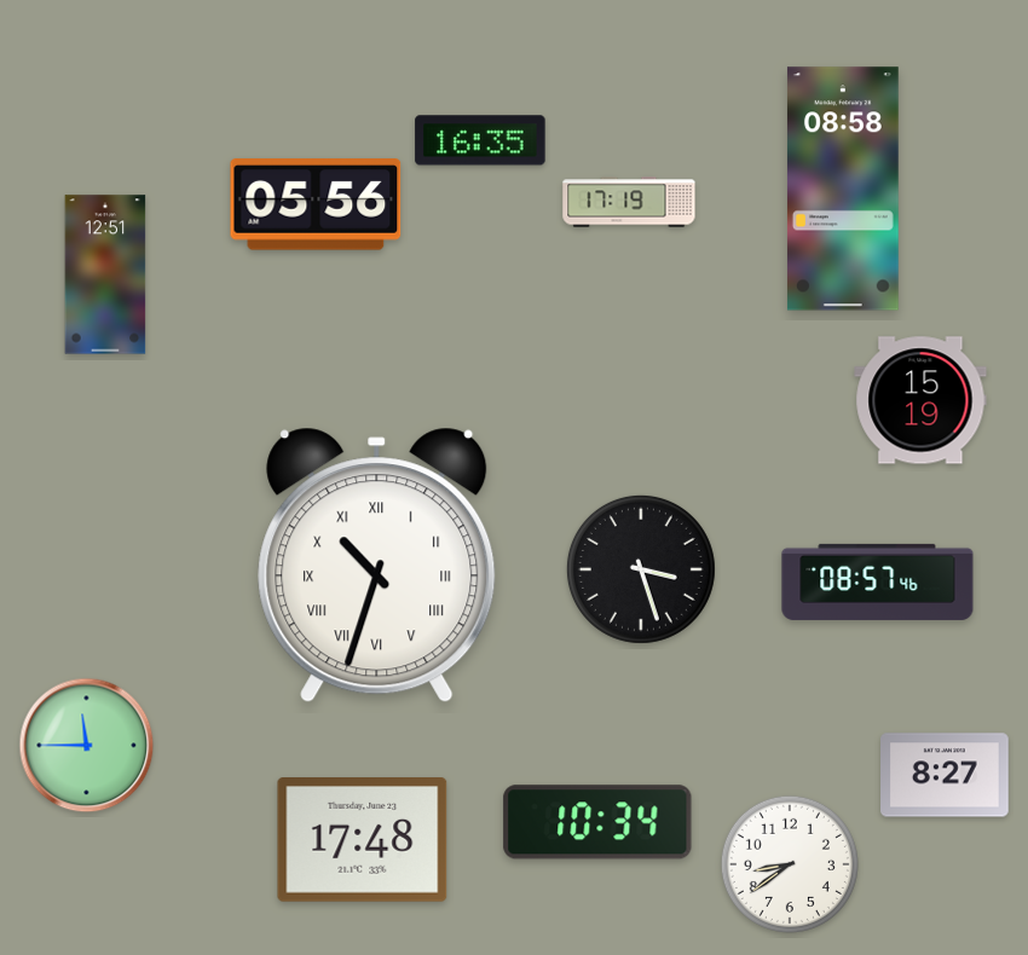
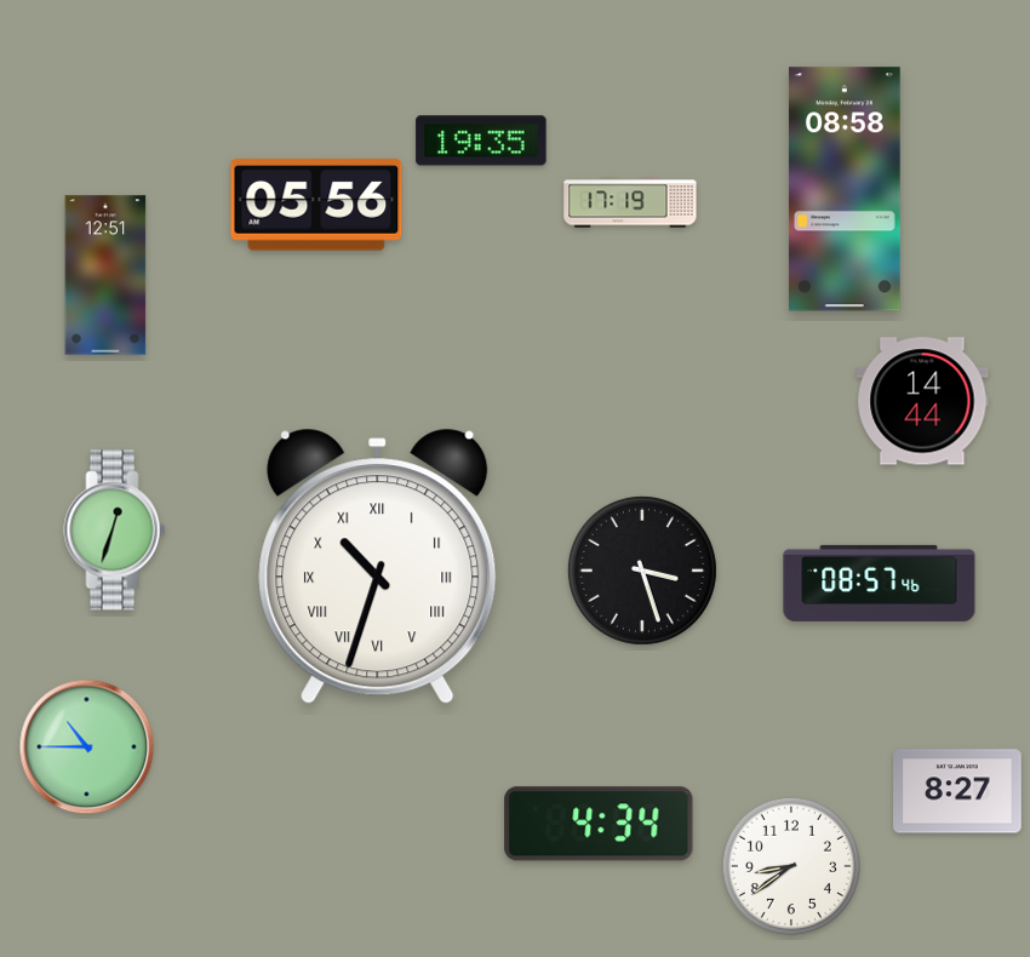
clock at (480, 140): 16:35 -> 19:35
clock at (920, 400): 15:19 -> 14:44
clock at (115, 531): none -> 12:33
clock at (87, 746): 11:45 -> 10:45
clock at (945, 775) position: (945, 775) -> (957, 791)
clock at (597, 822): 10:34 -> 4:34
clock at (363, 840): 17:48 -> none
